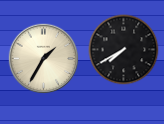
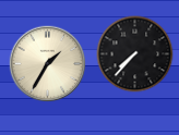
clock at (124, 50): 7:40 -> 7:37
